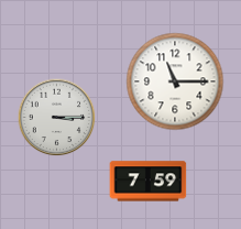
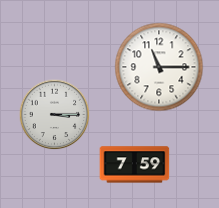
clock at (175, 81) position: (175, 81) -> (159, 67)
clock at (57, 118) position: (57, 118) -> (55, 115)
